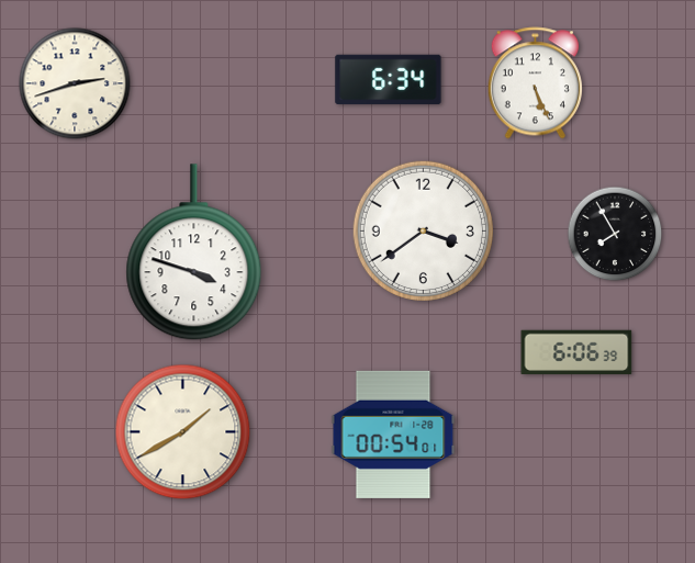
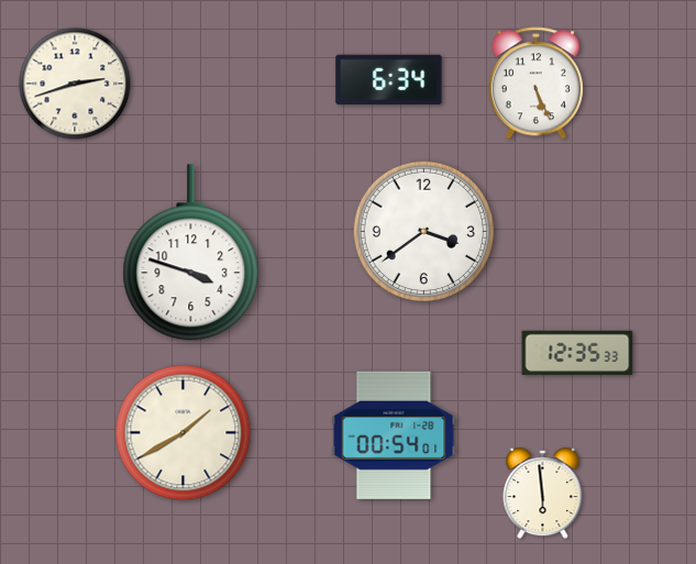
clock at (615, 234): 7:55 -> none
clock at (194, 252) position: (194, 252) -> (191, 253)
clock at (576, 352): 6:06 -> 12:35
clock at (543, 494): none -> 5:59
